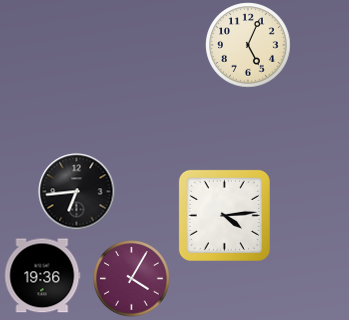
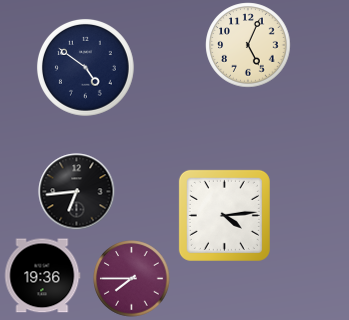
clock at (85, 67): none -> 4:51
clock at (132, 279): 4:05 -> 7:45
